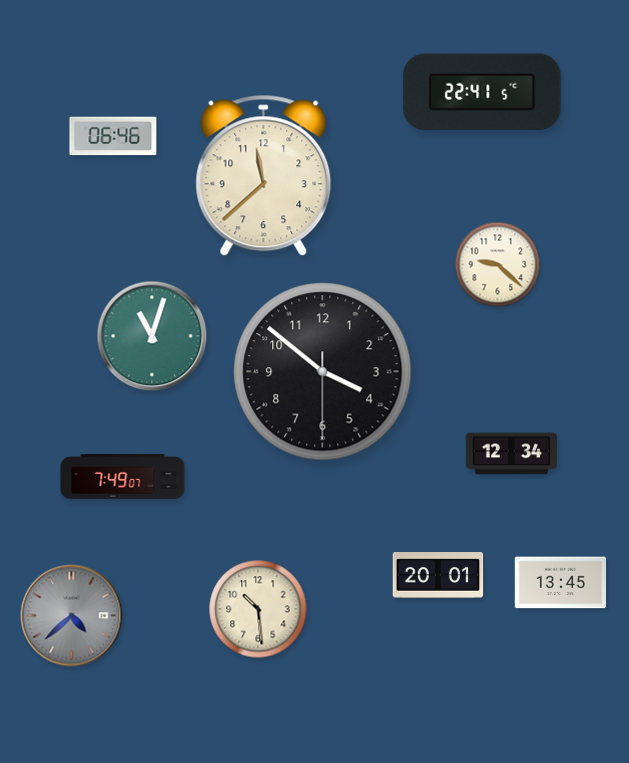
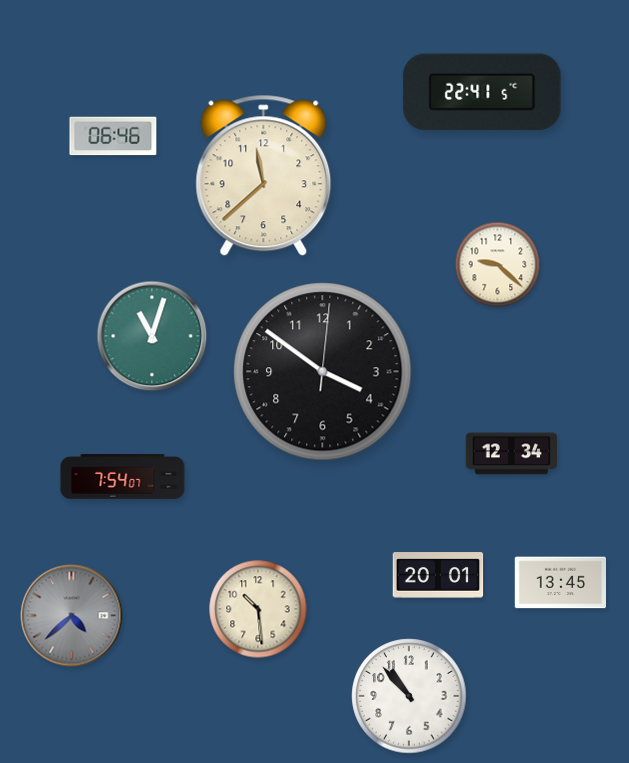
clock at (323, 372): 3:51:30 -> 3:51:01
clock at (123, 477): 7:49 -> 7:54
clock at (409, 696): none -> 10:53
